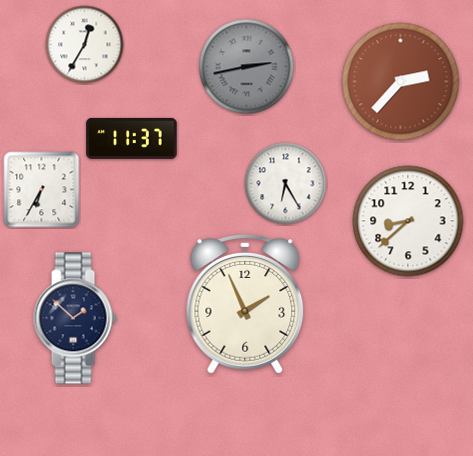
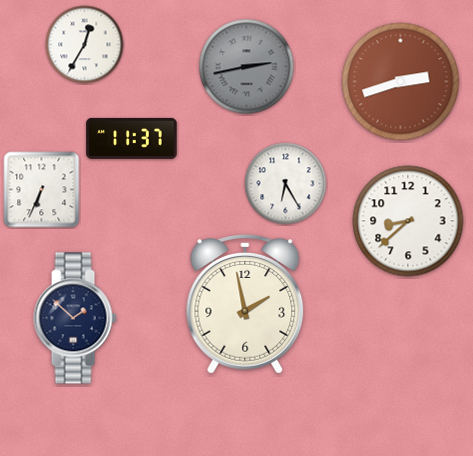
clock at (401, 82): 2:37 -> 2:42
clock at (42, 190): 6:35 -> 6:34
clock at (245, 304): 1:56 -> 1:58
